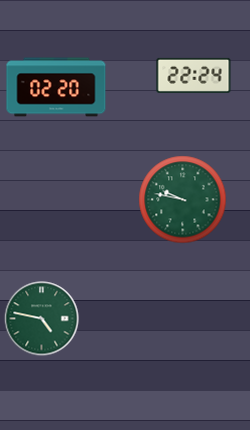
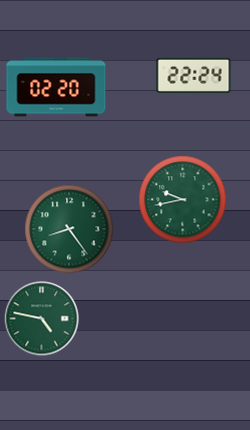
clock at (183, 200): 9:47 -> 9:43
clock at (69, 229): none -> 8:24
